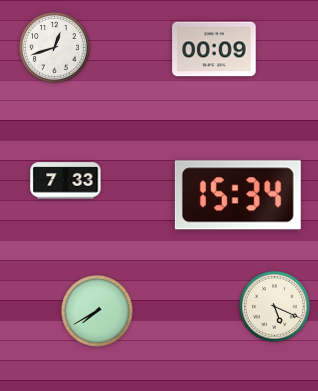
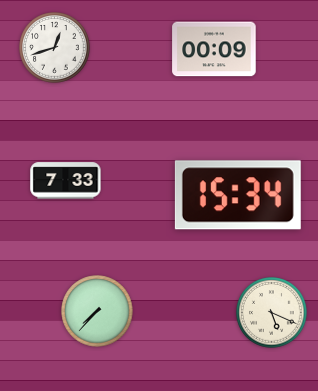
clock at (275, 307) position: (275, 307) -> (272, 313)
clock at (97, 311): 7:40 -> 7:37
